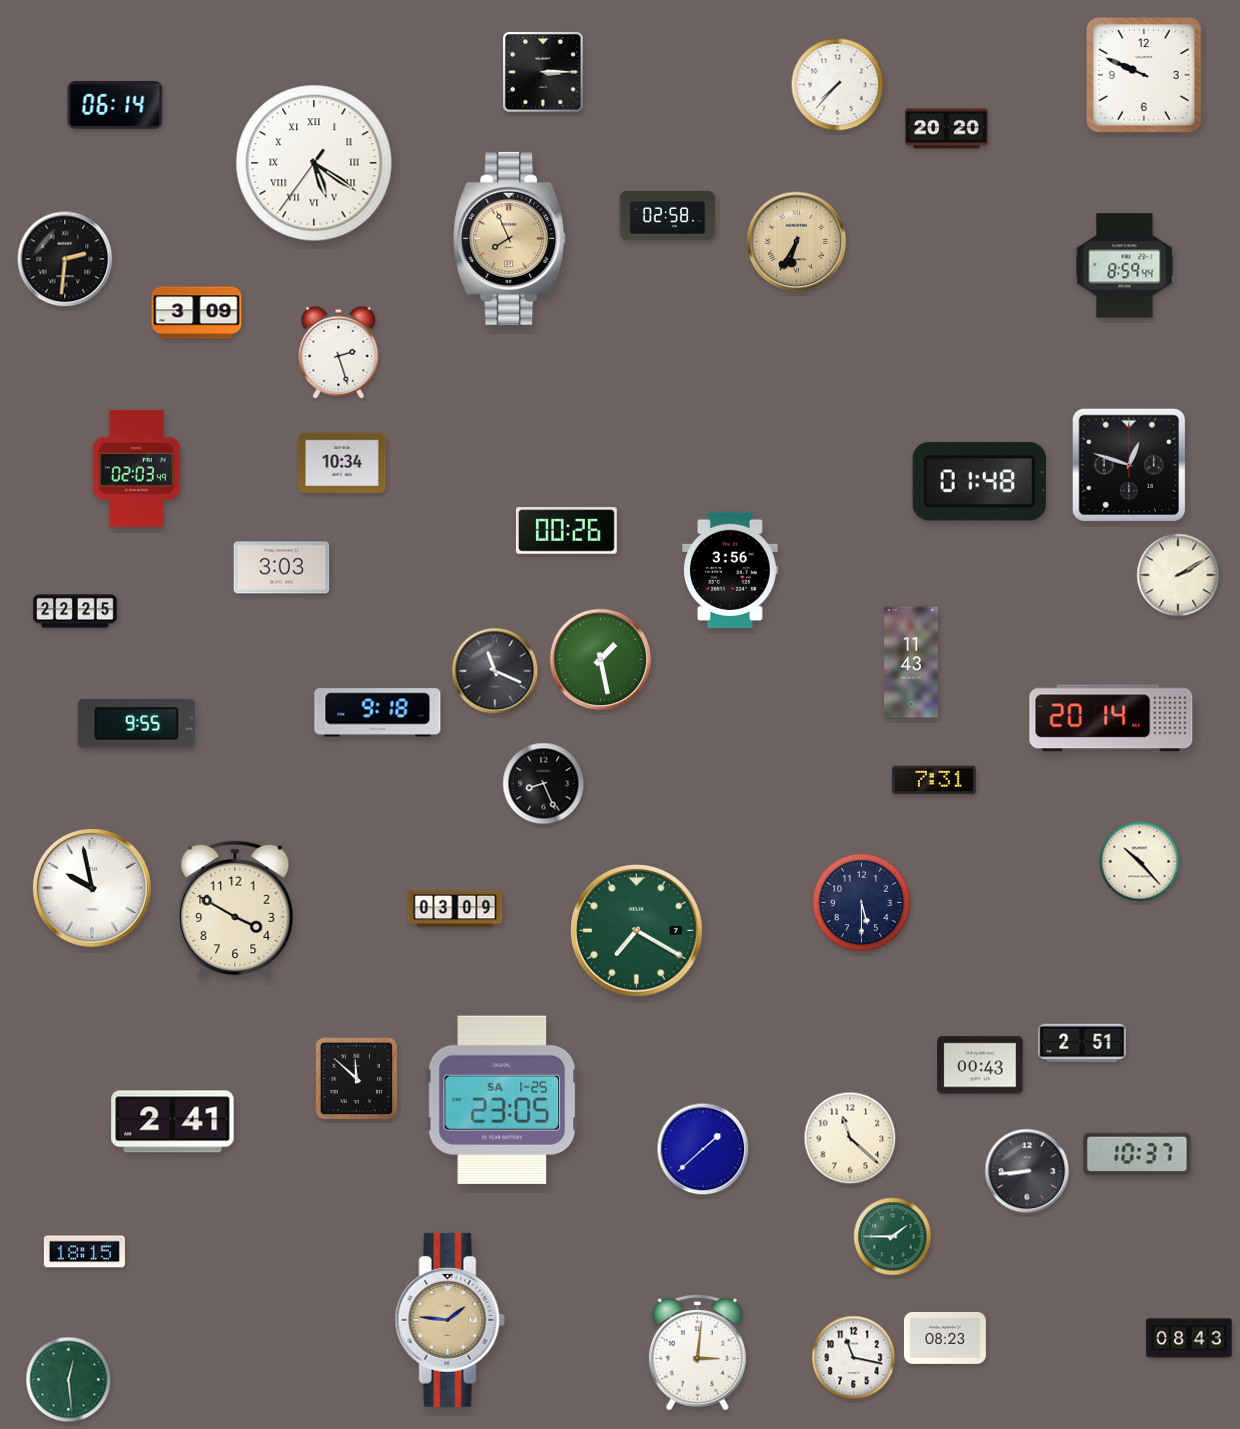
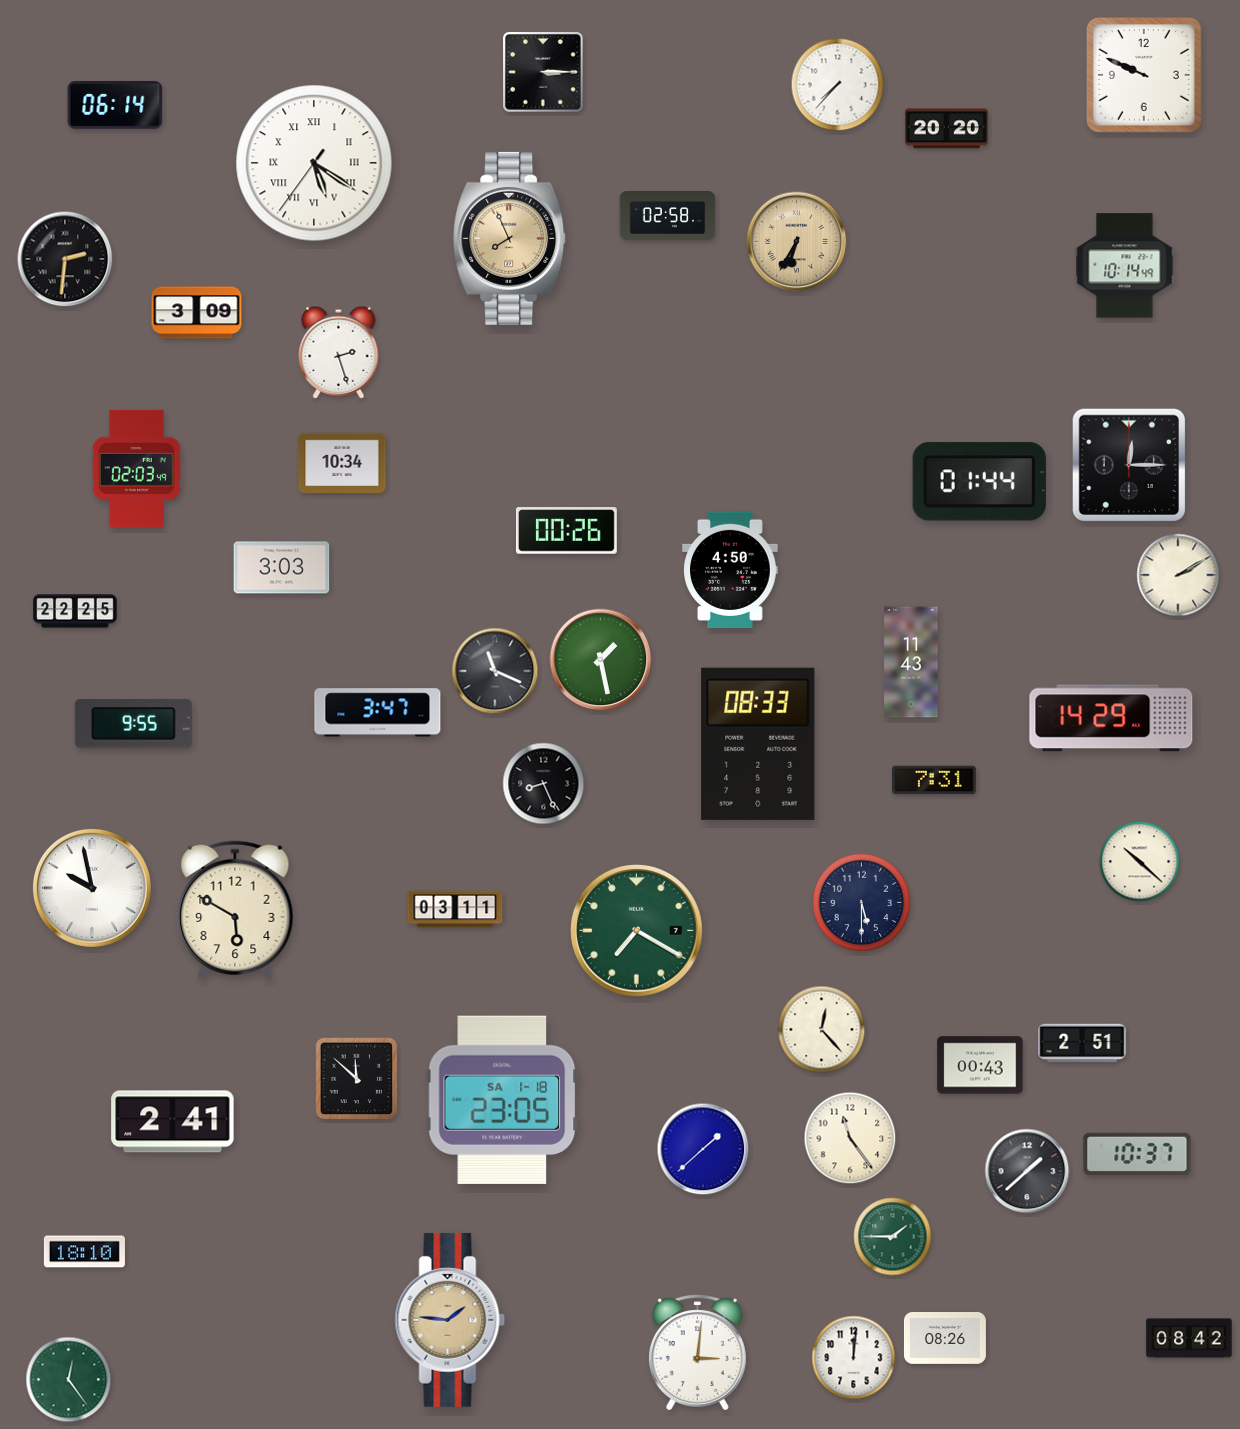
clock at (1125, 266): 8:59 -> 10:14
clock at (1129, 465): 12:48 -> 12:15
clock at (979, 482): 01:48 -> 01:44
clock at (731, 570): 3:56 -> 4:50
clock at (378, 713): 9:18 -> 3:47
clock at (1111, 718): 20:14 -> 14:29
clock at (136, 724) position: (136, 724) -> (133, 724)
clock at (758, 744): none -> 08:33
clock at (1140, 862): 10:23 -> 10:22
clock at (455, 909): 03:09 -> 03:11
clock at (235, 910): 3:50 -> 5:50
clock at (822, 1030): none -> 12:23
clock at (502, 1100) date: SA 1-25 -> SA 1-18
clock at (850, 1138): 11:22 -> 11:24
clock at (1027, 1171): 8:44 -> 1:38
clock at (84, 1252): 18:15 -> 18:10
clock at (1189, 1338): 08:43 -> 08:42
clock at (945, 1339): 08:23 -> 08:26
clock at (854, 1358): 11:17 -> 12:01
clock at (69, 1380): 12:29 -> 12:24
